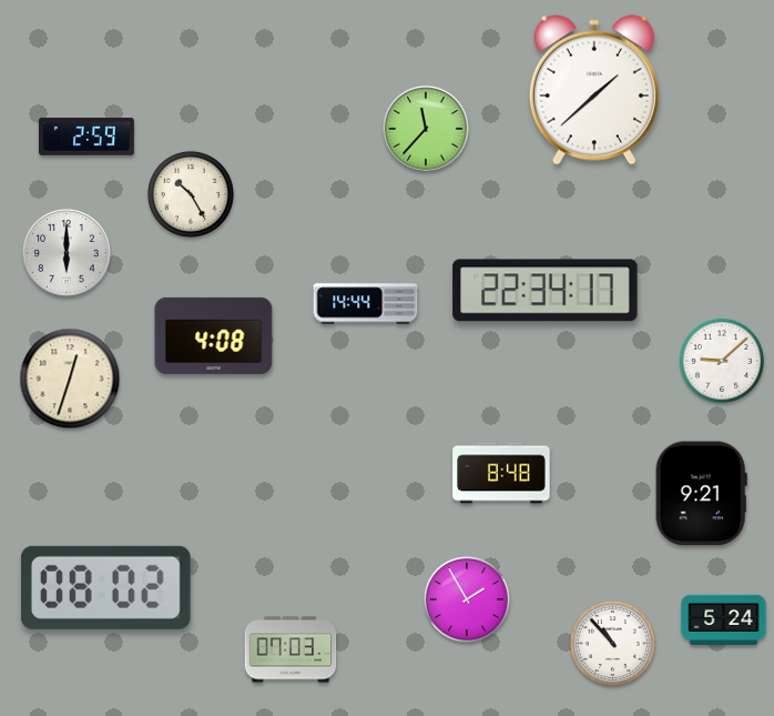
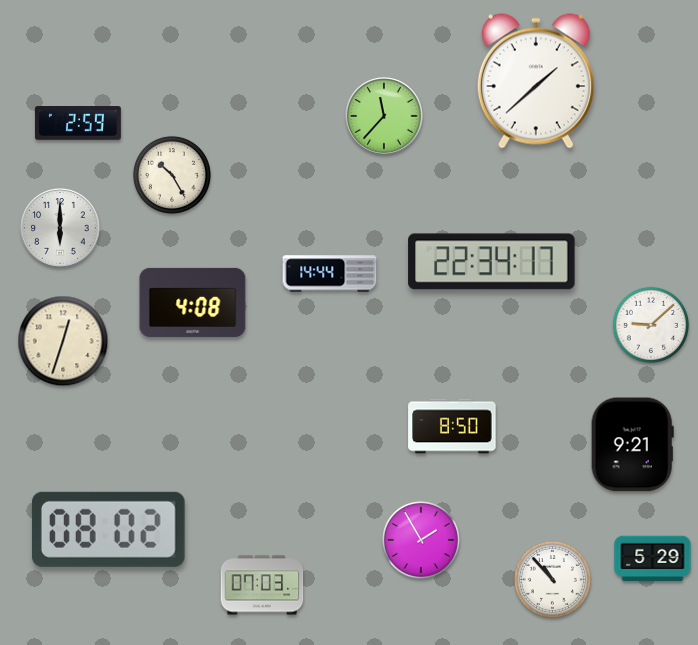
clock at (501, 473): 8:48 -> 8:50
clock at (105, 587) position: (105, 587) -> (108, 529)
clock at (724, 621): 5:24 -> 5:29
